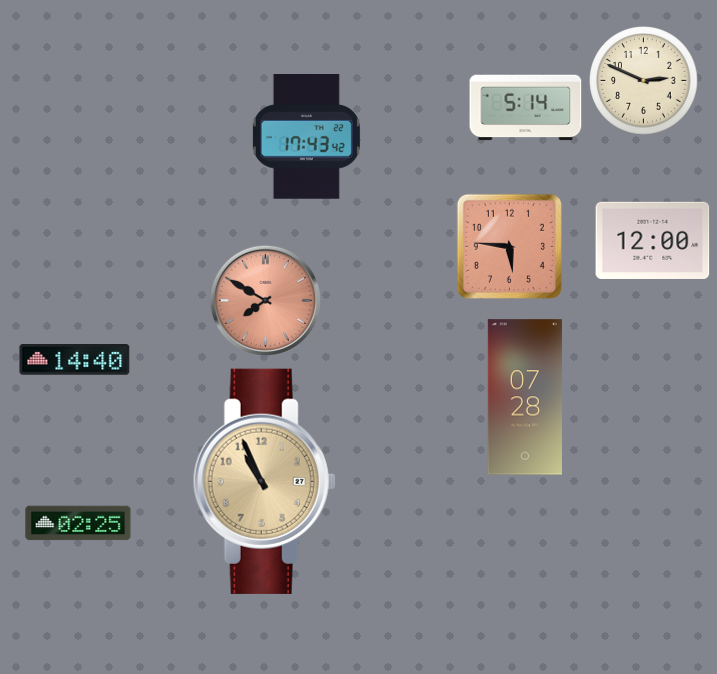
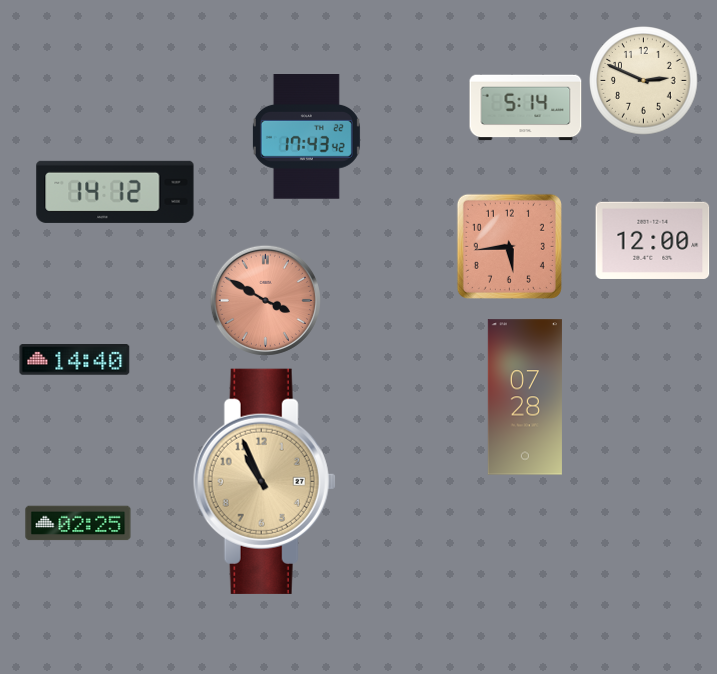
clock at (115, 192): none -> 14:12
clock at (509, 246): 5:46 -> 5:44
clock at (265, 300): 7:50 -> 3:50
